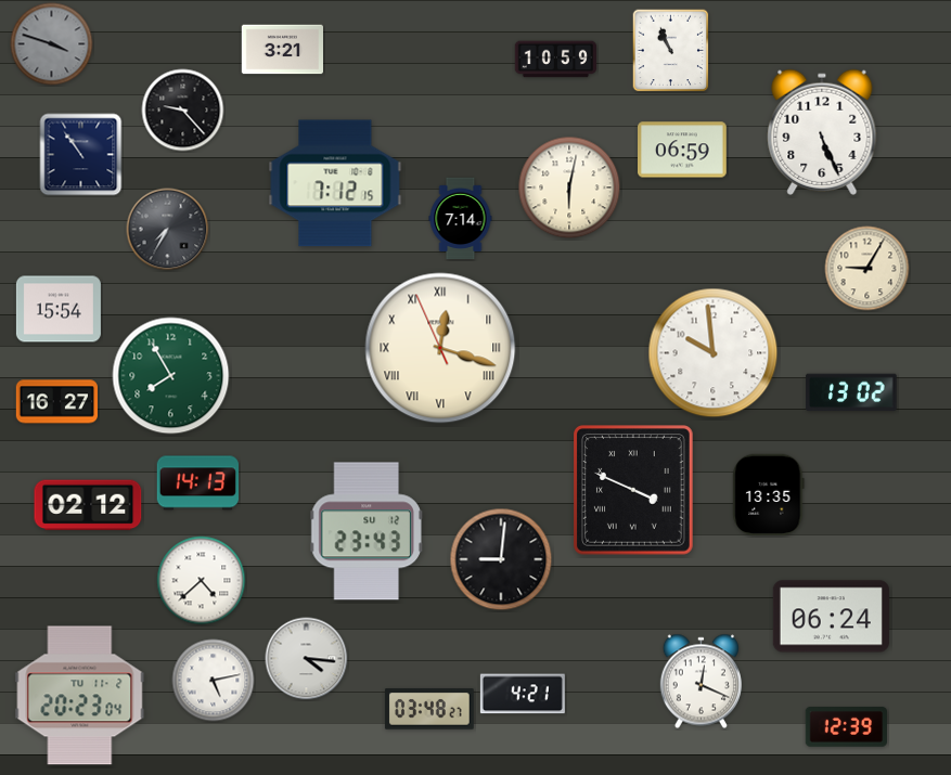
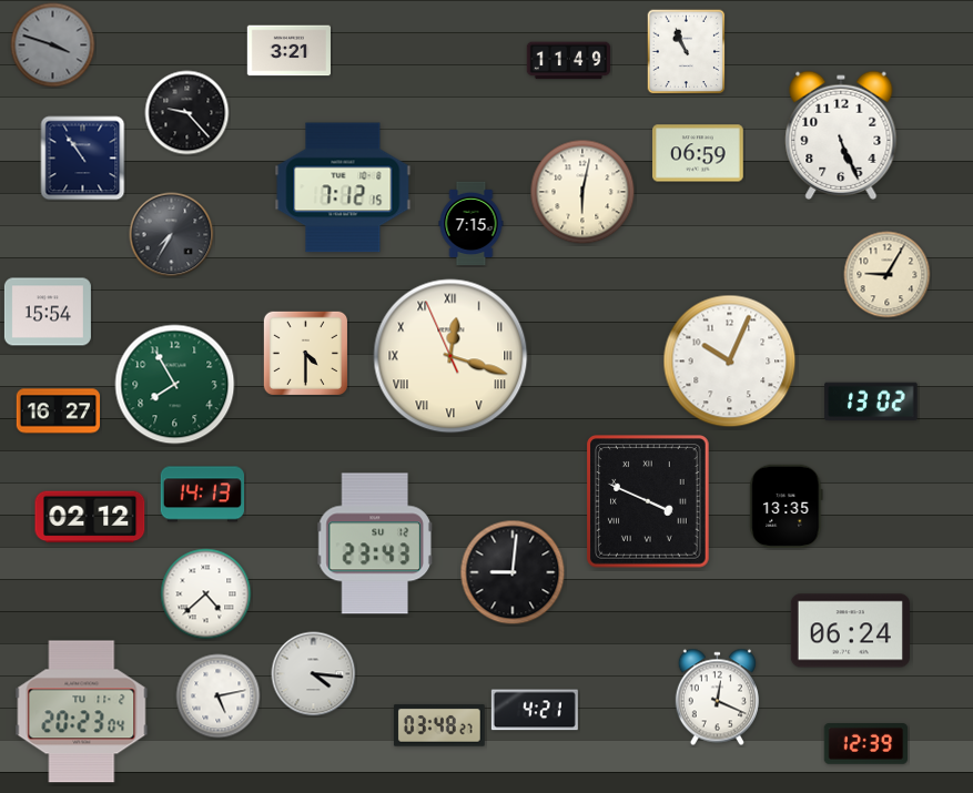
clock at (555, 60): 10:59 -> 11:49
clock at (461, 219): 7:14 -> 7:15
clock at (59, 309) position: (59, 309) -> (48, 312)
clock at (305, 353): none -> 4:30
clock at (714, 353): 9:59 -> 10:04
